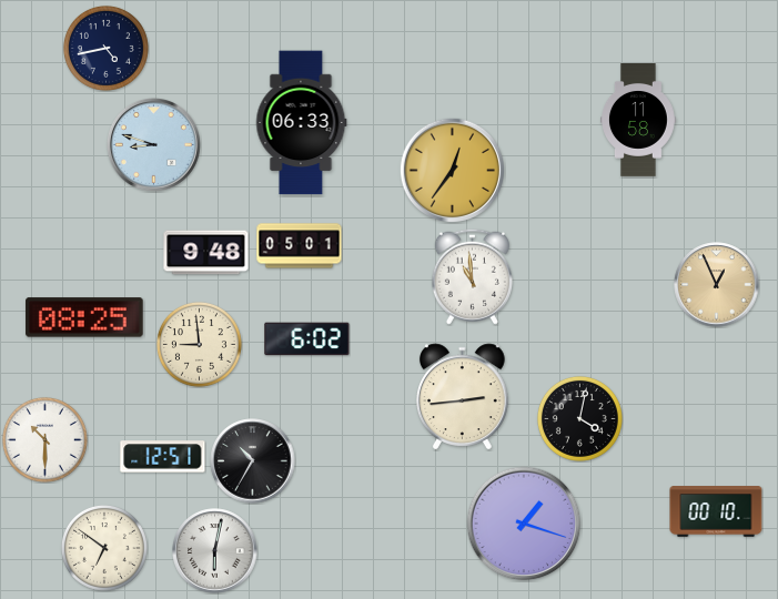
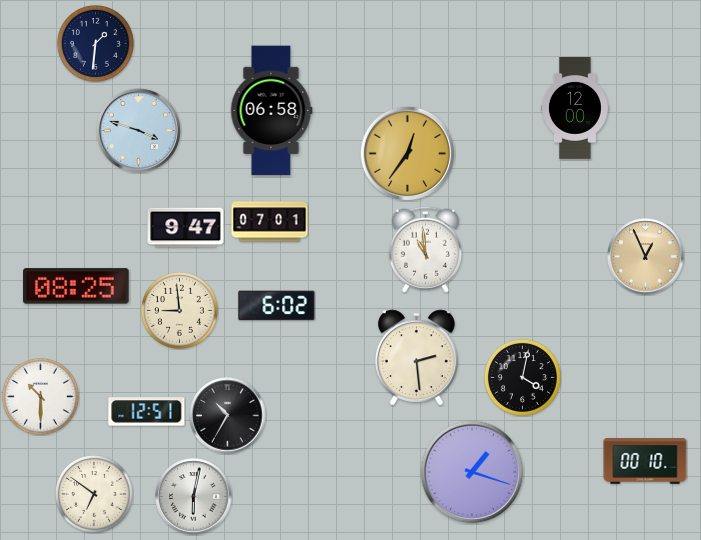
clock at (105, 48): 4:43 -> 1:31
clock at (639, 121): 11:58 -> 12:00
clock at (301, 123): 06:33 -> 06:58
clock at (153, 144): 8:48 -> 3:48
clock at (300, 246): 05:01 -> 07:01
clock at (206, 253): 9:48 -> 9:47
clock at (463, 397): 2:44 -> 2:29
